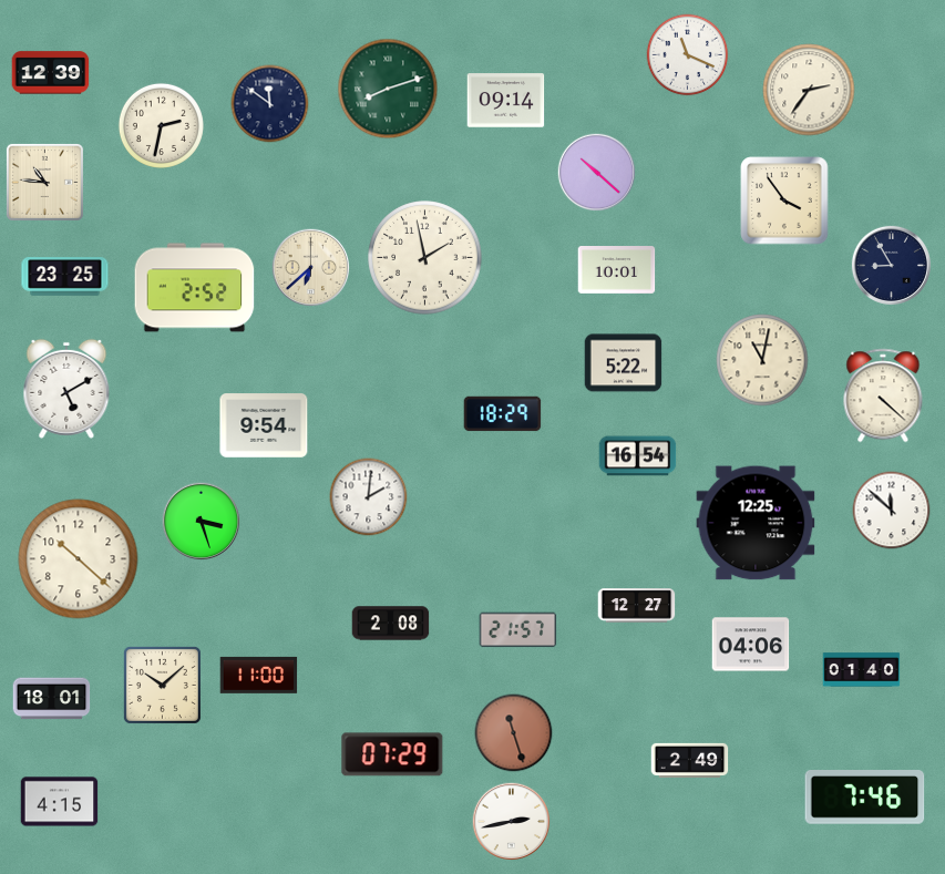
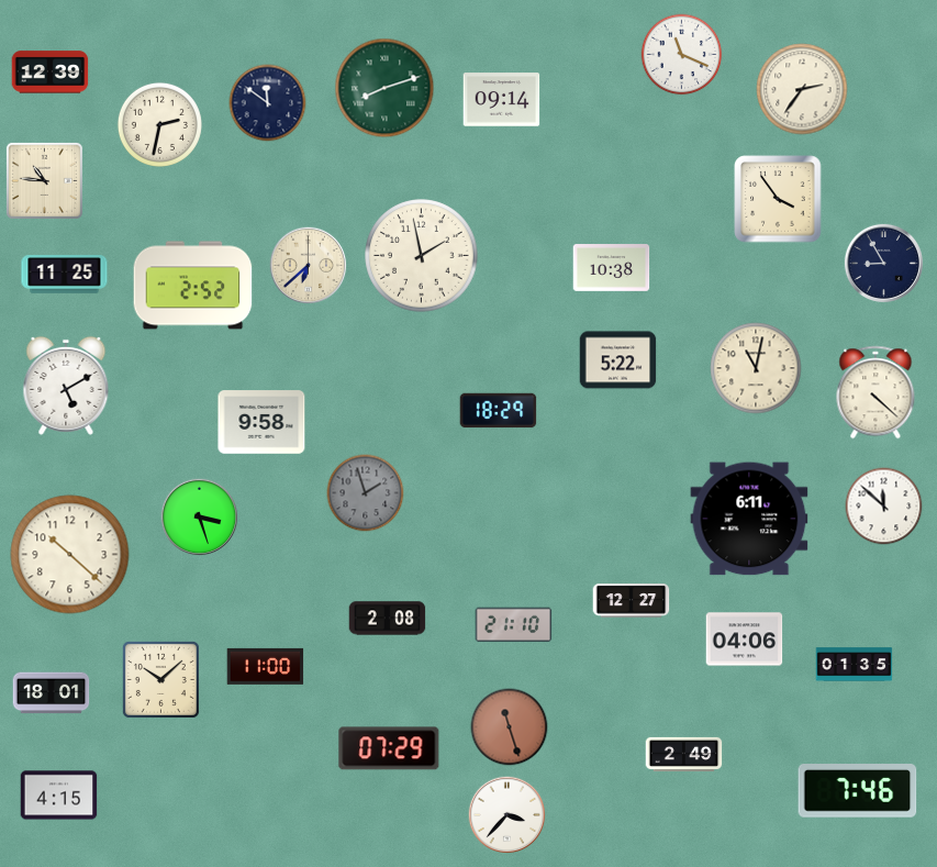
clock at (597, 173): 10:22 -> none
clock at (617, 270): 10:01 -> 10:38
clock at (65, 277): 23:25 -> 11:25
clock at (762, 360) position: (762, 360) -> (756, 368)
clock at (264, 425): 9:54 -> 9:58
clock at (638, 456): 16:54 -> none
clock at (369, 497): 2:01 -> 1:57
clock at (369, 497) dial: white -> grey
clock at (756, 523): 12:25 -> 6:11
clock at (79, 559) position: (79, 559) -> (70, 555)
clock at (518, 630): 21:57 -> 21:10
clock at (862, 670): 01:40 -> 01:35
clock at (259, 675) position: (259, 675) -> (266, 666)
clock at (512, 822): 2:43 -> 3:37
